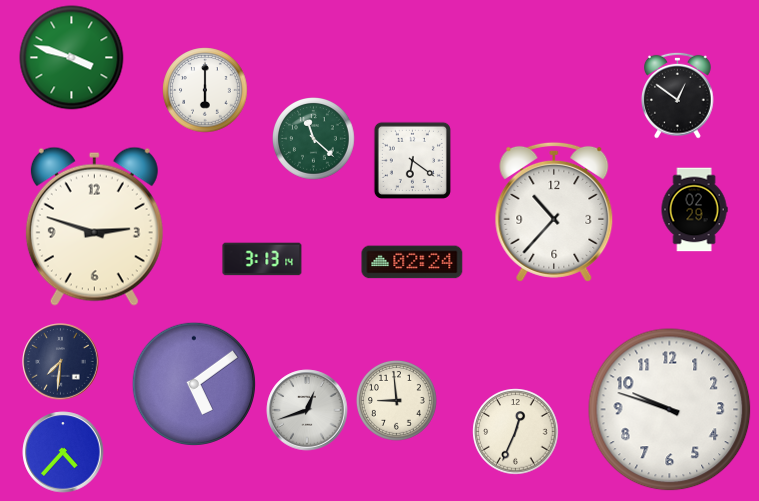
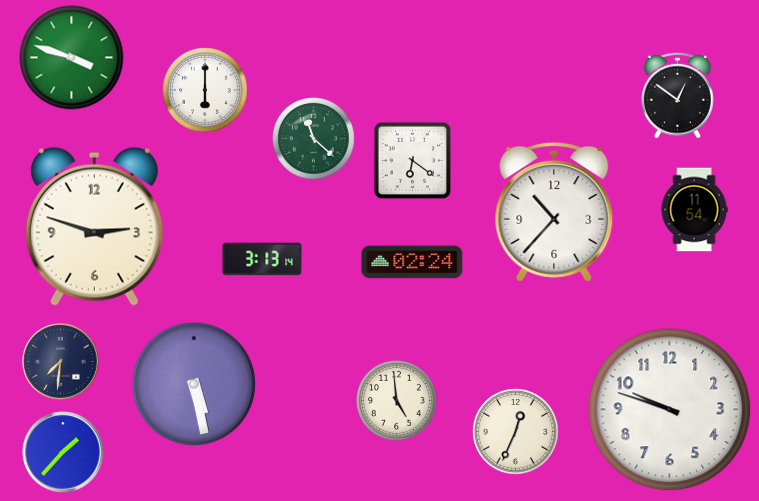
clock at (694, 210): 02:29 -> 11:54
clock at (194, 384): 5:09 -> 5:28
clock at (397, 401): 8:59 -> 4:59
clock at (307, 410): 12:42 -> none
clock at (63, 452): 4:37 -> 1:37
